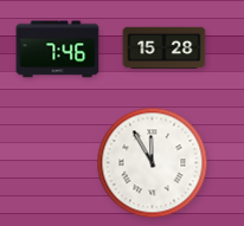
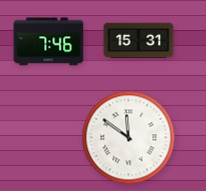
clock at (165, 49): 15:28 -> 15:31
clock at (153, 163): 11:55 -> 11:51
